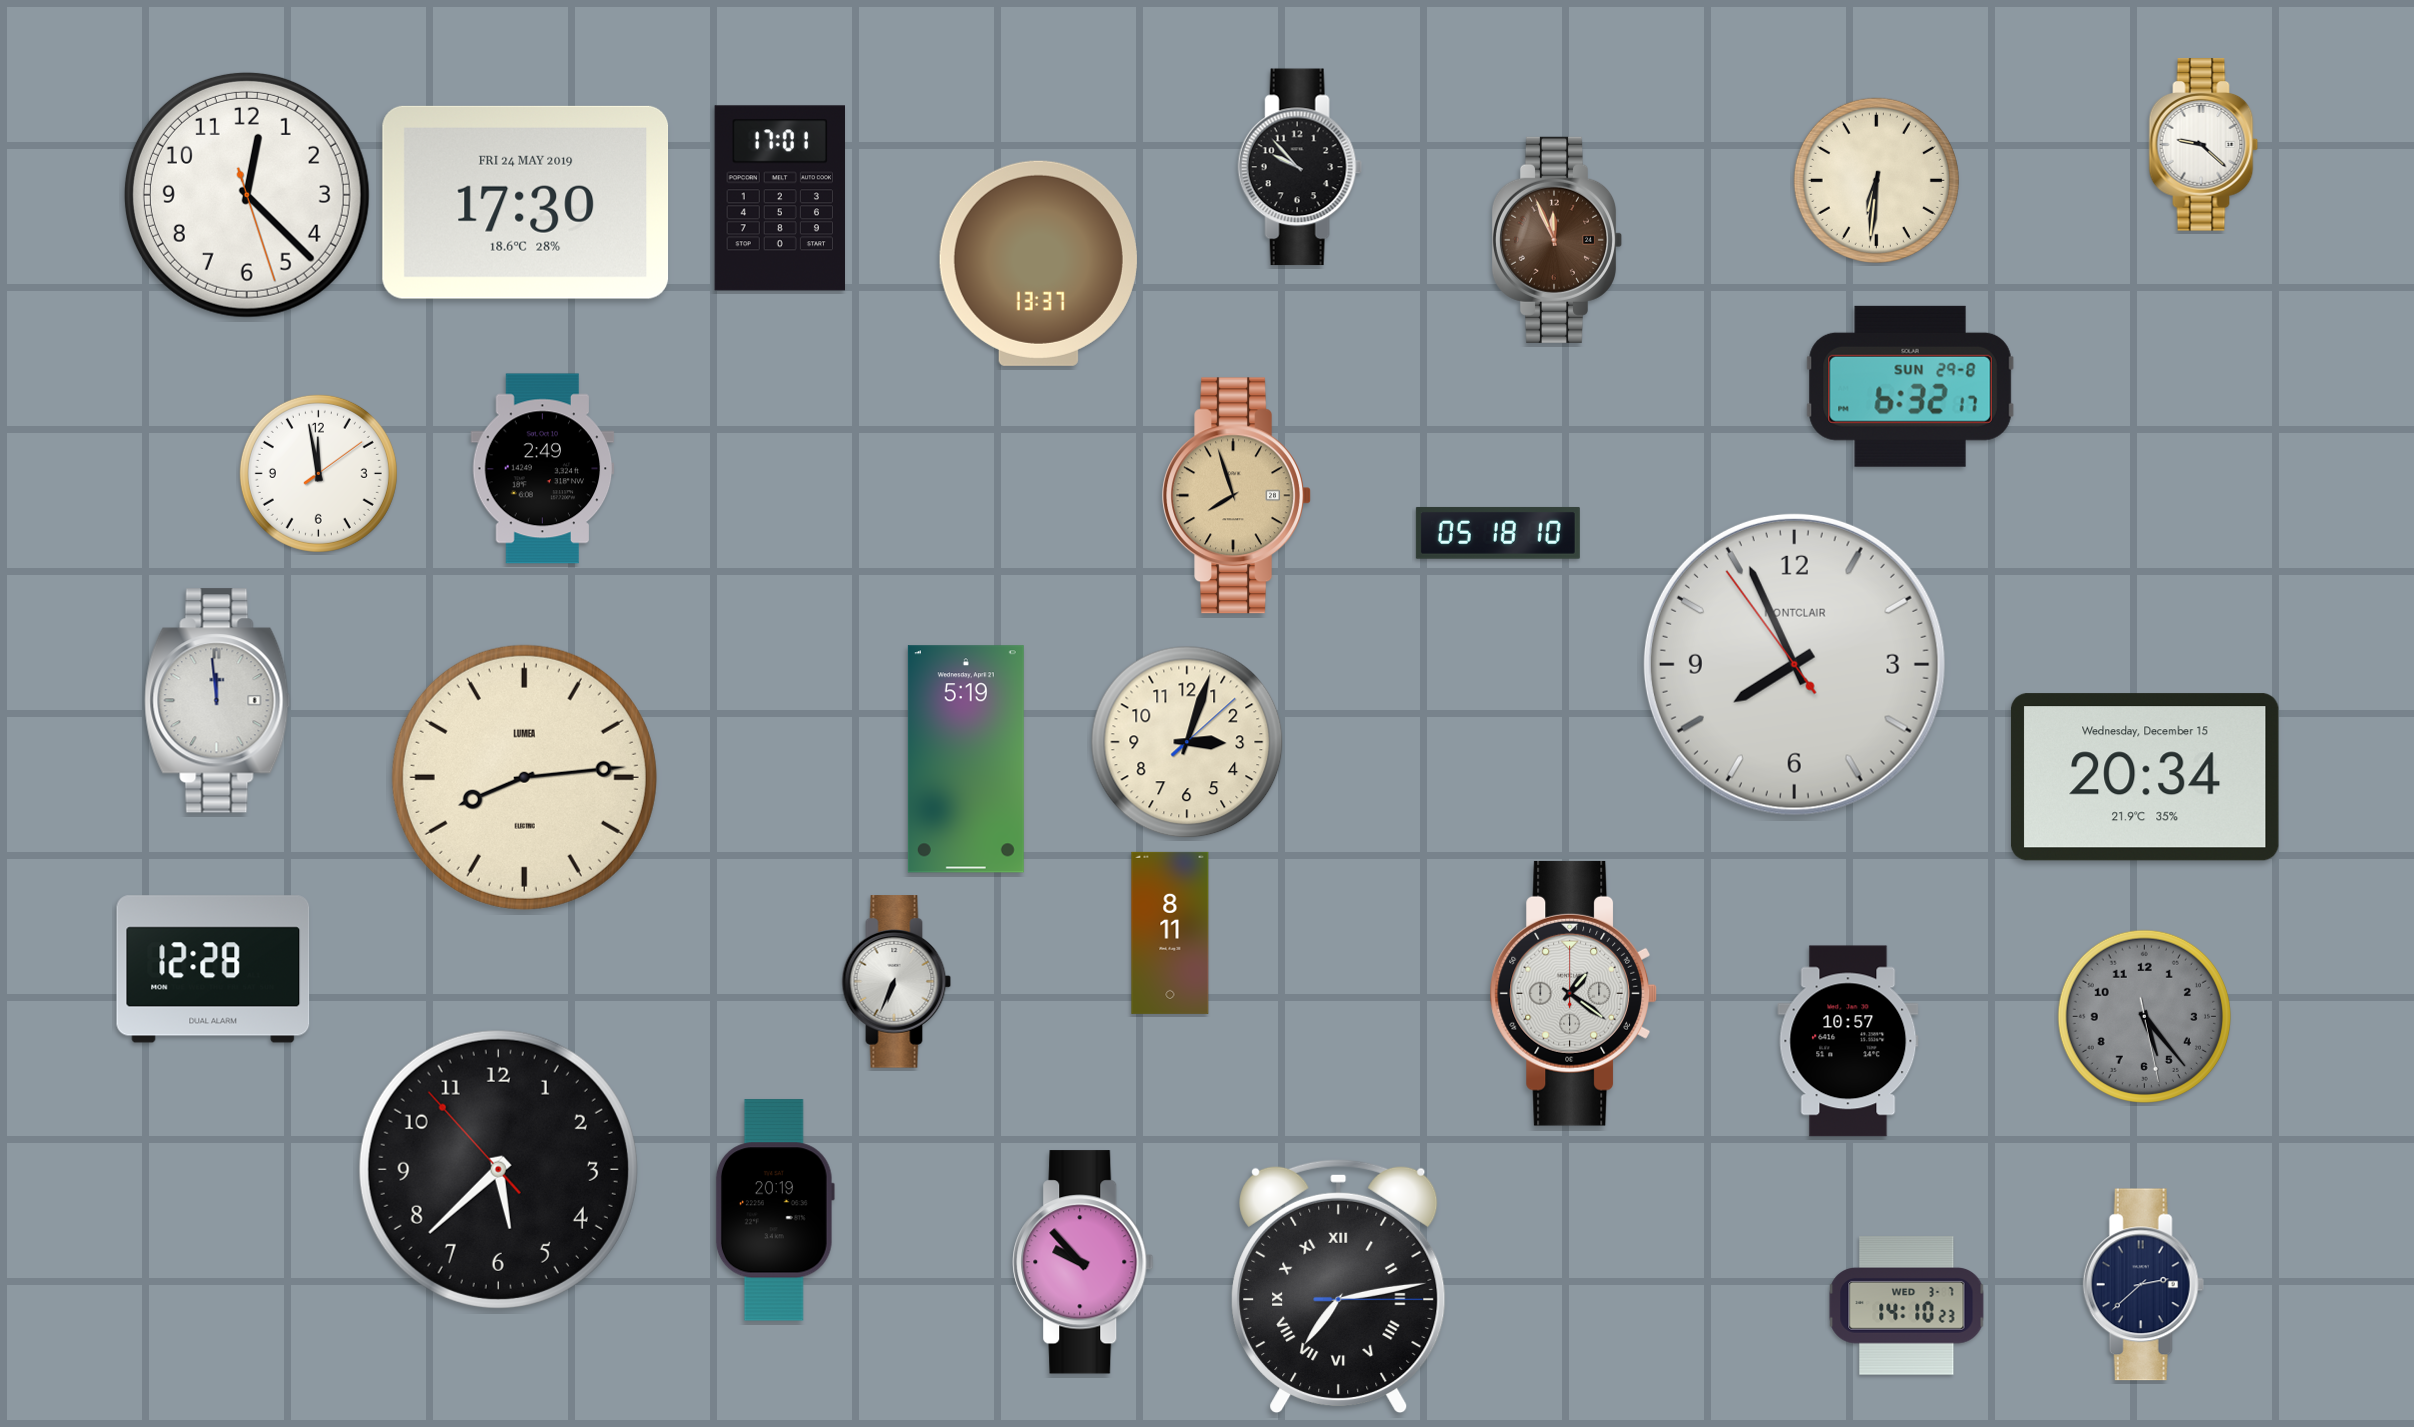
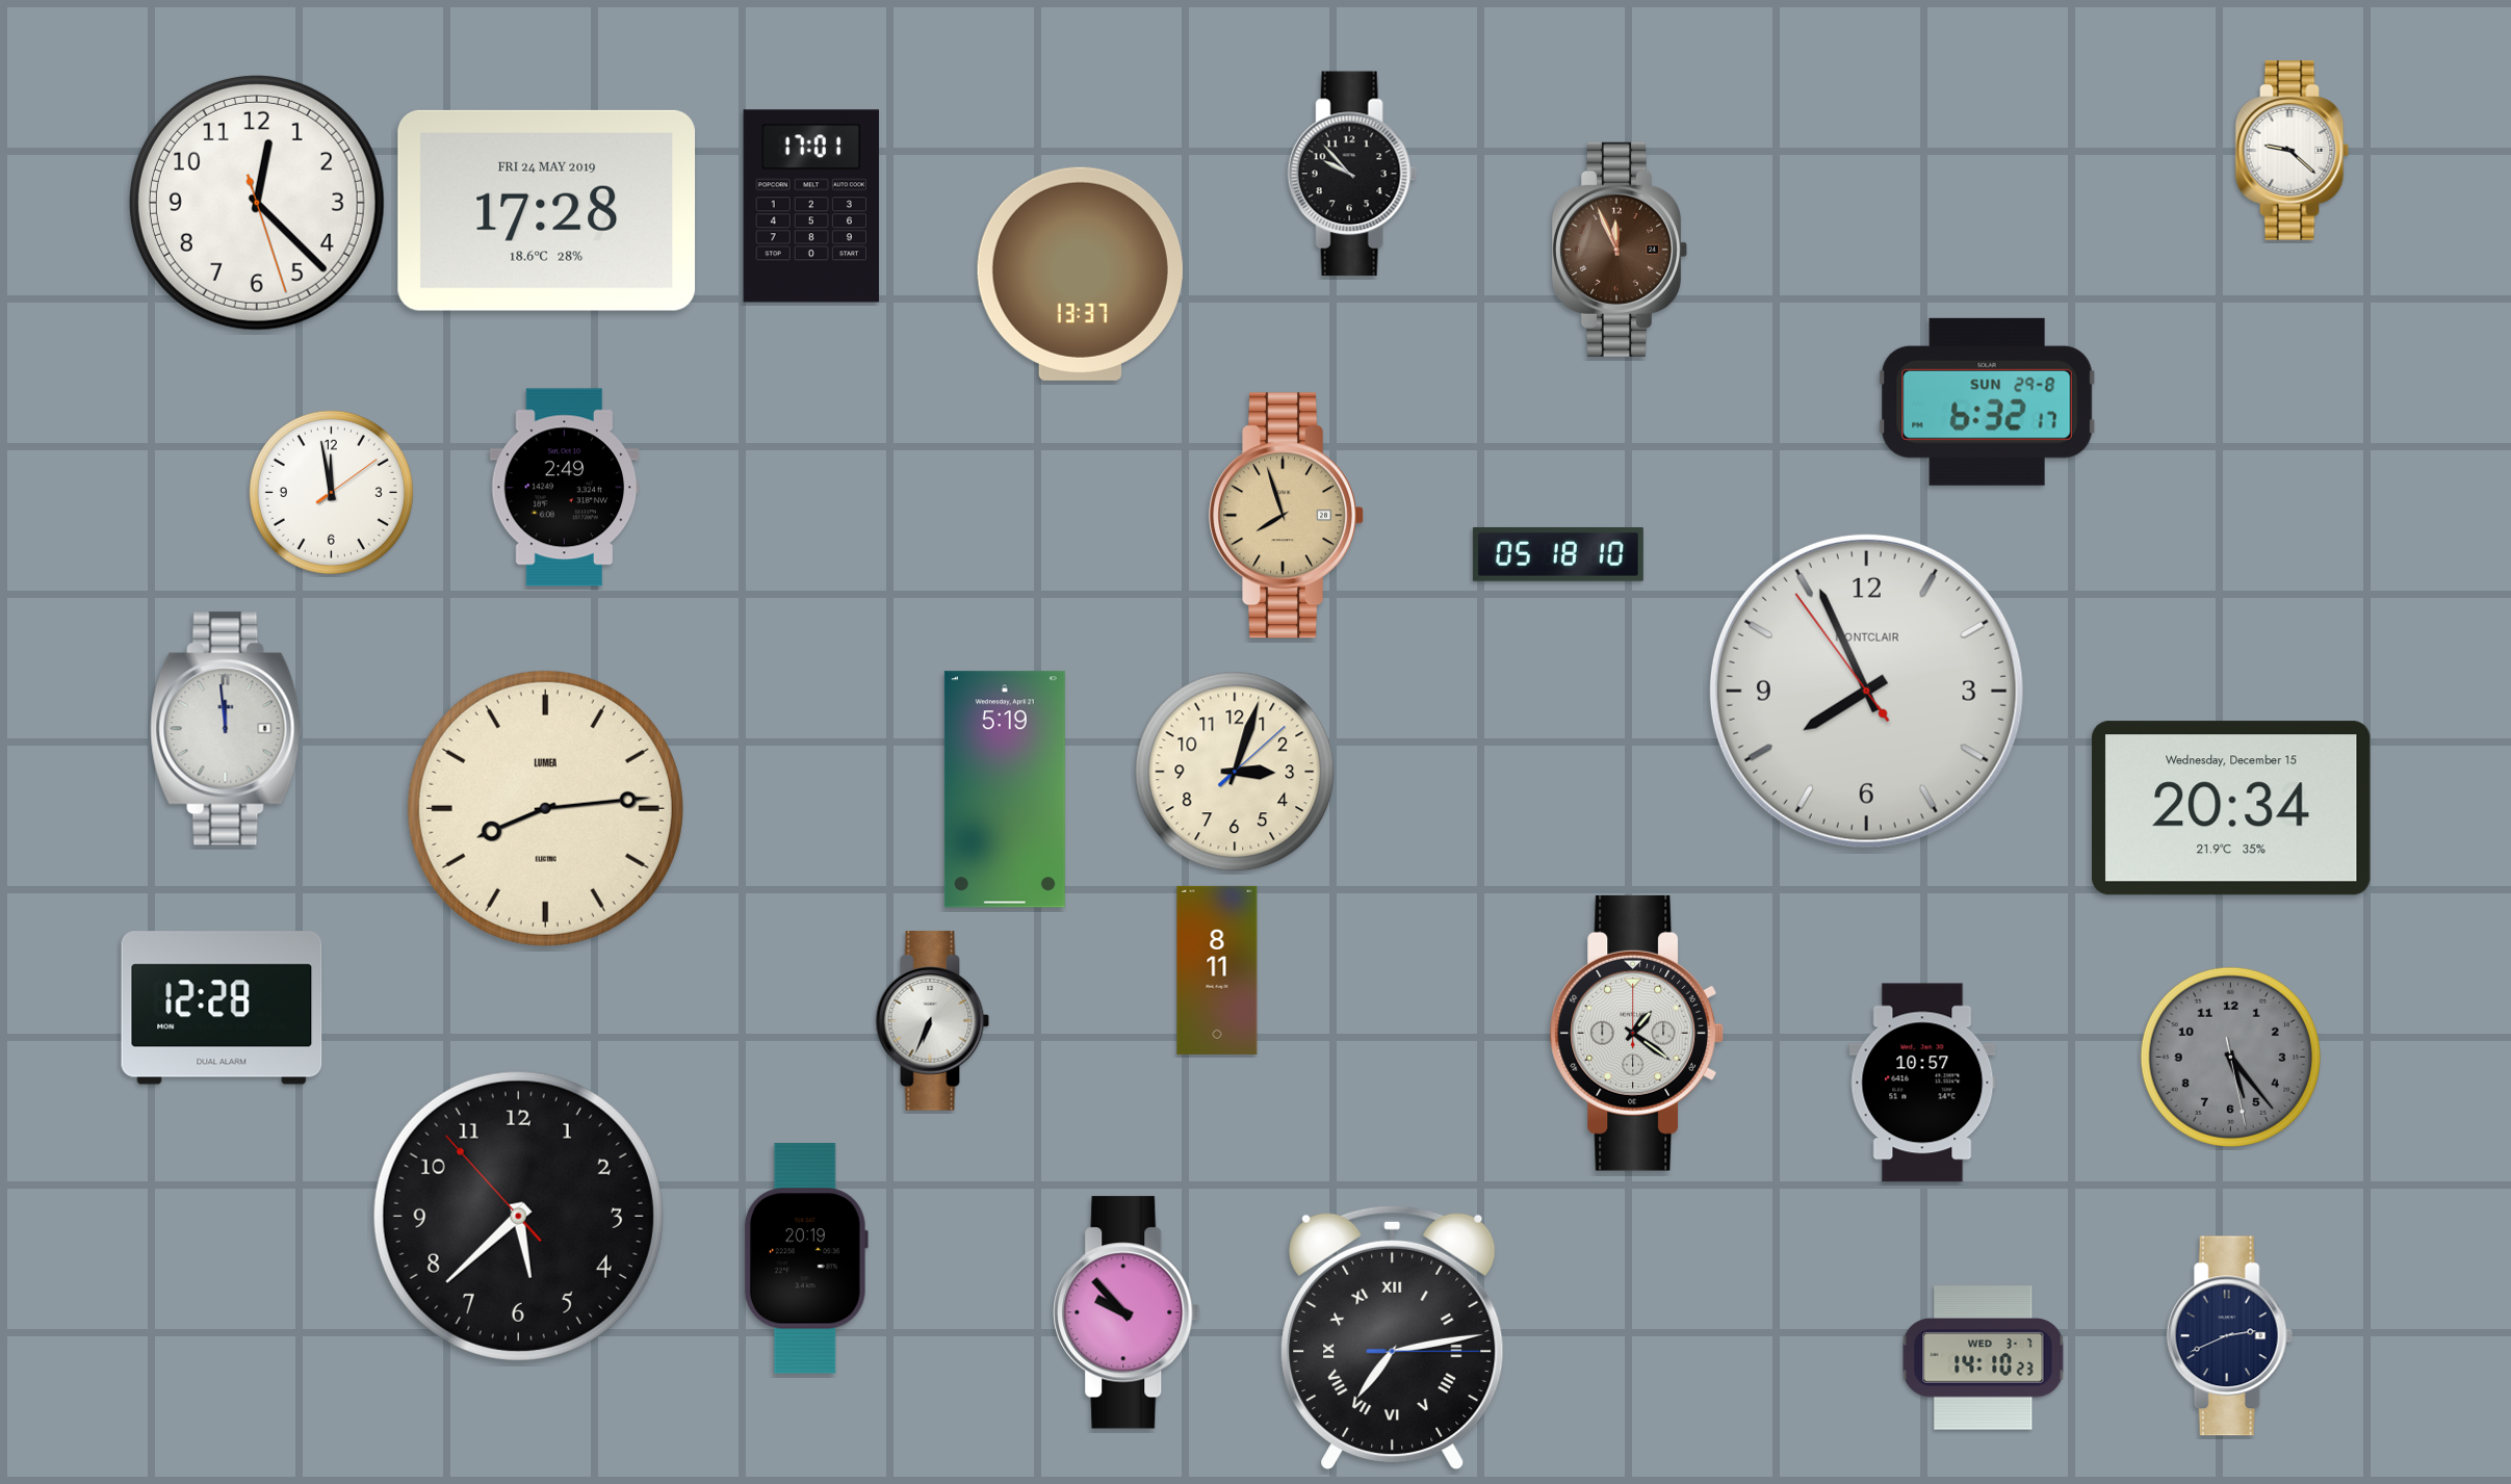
clock at (1876, 180): 6:31 -> none
clock at (526, 202): 17:30 -> 17:28
clock at (2143, 1285): 2:38 -> 2:41
